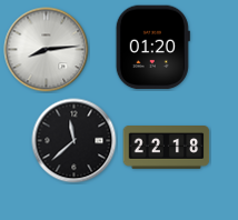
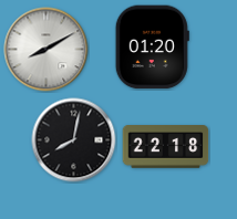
clock at (47, 50): 8:14 -> 8:10
clock at (75, 141): 11:38 -> 8:02
